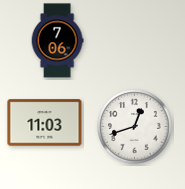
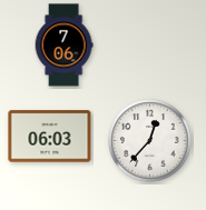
clock at (45, 123): 11:03 -> 06:03
clock at (135, 127): 12:42 -> 12:37
